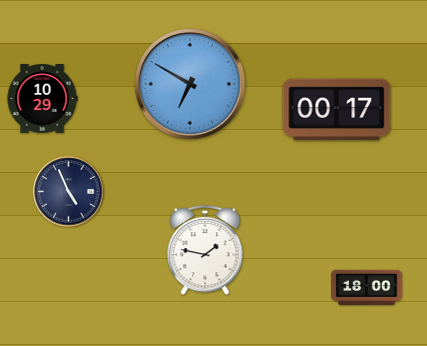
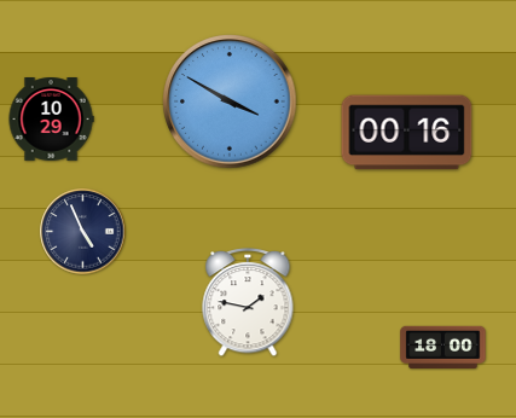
clock at (190, 84): 6:50 -> 3:50
clock at (337, 110): 00:17 -> 00:16
